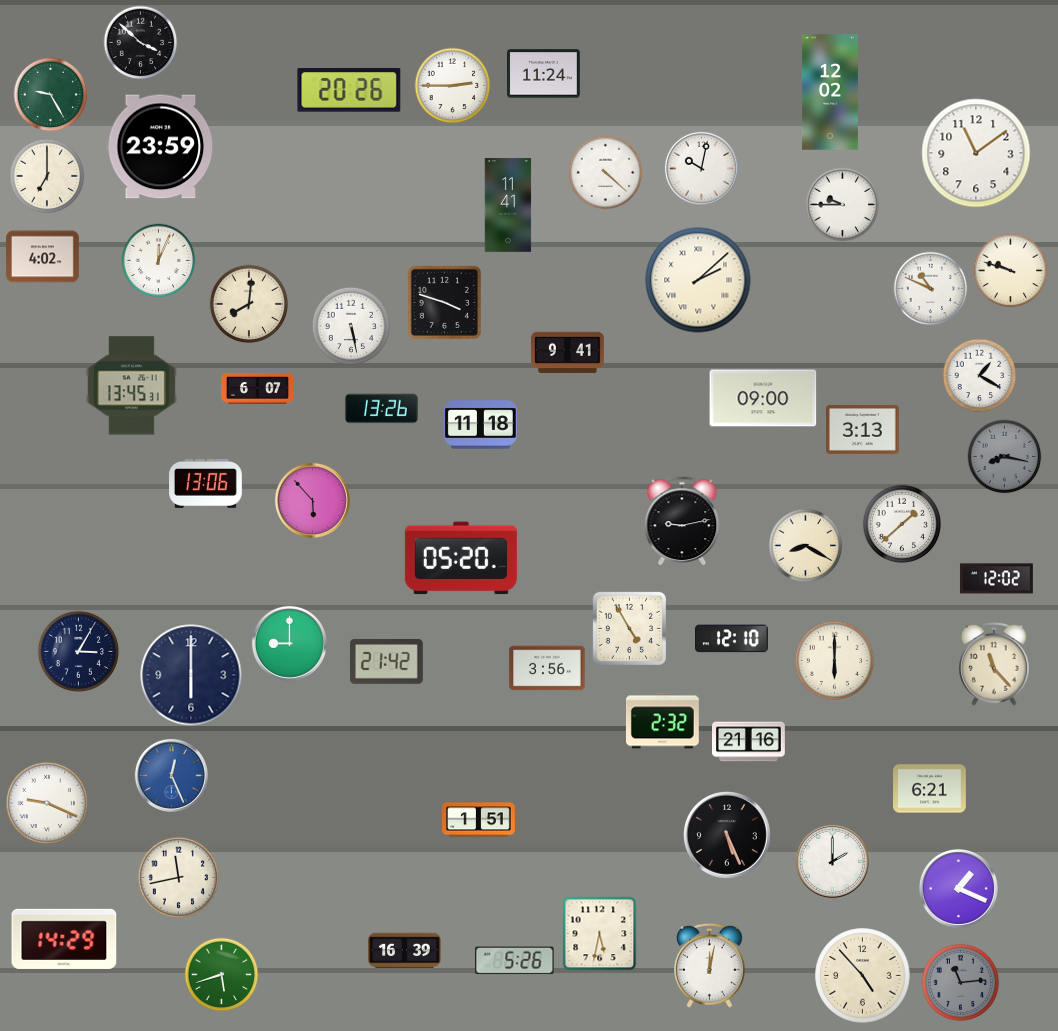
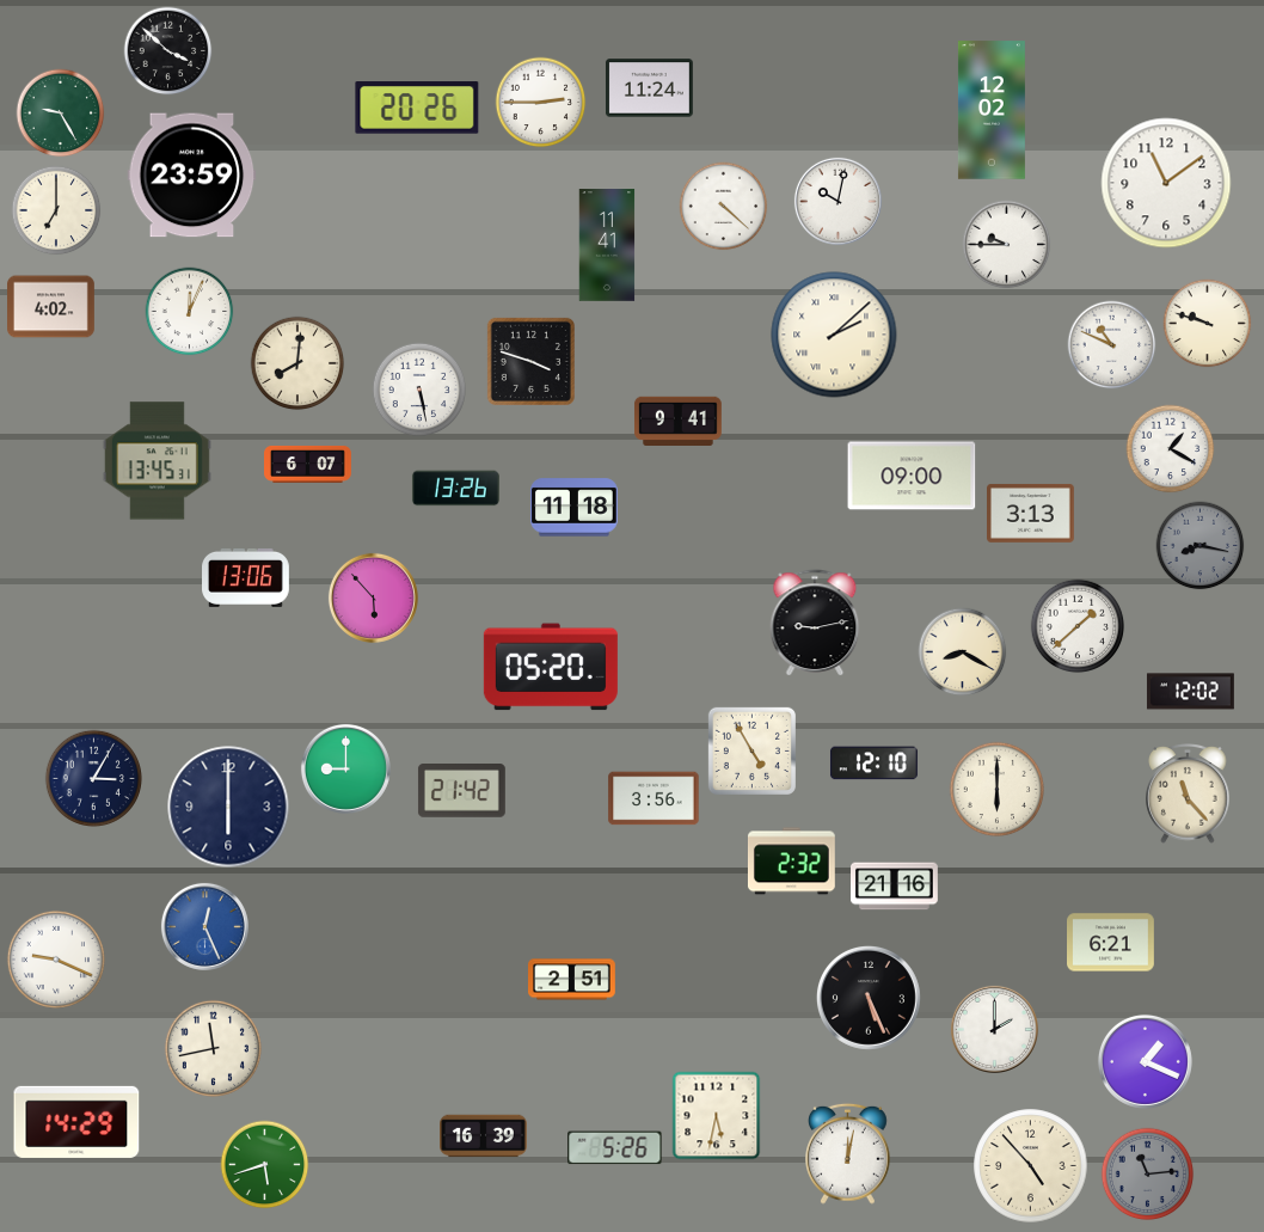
clock at (479, 820): 1:51 -> 2:51
